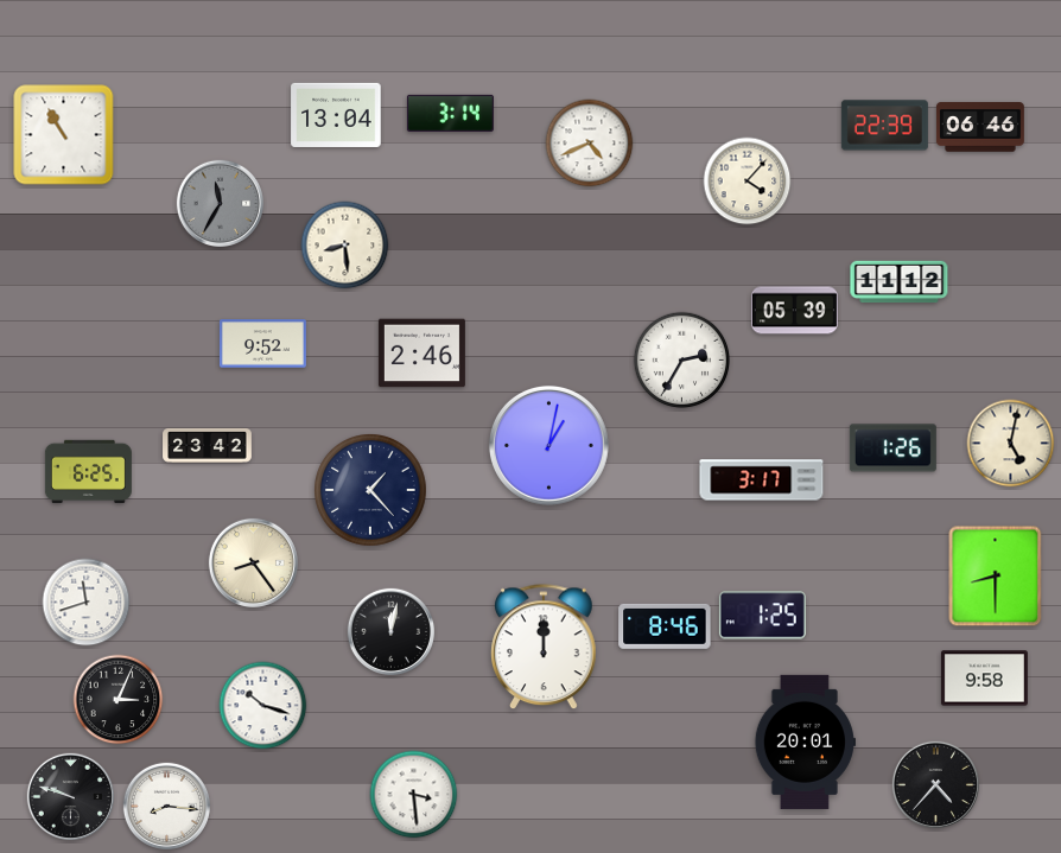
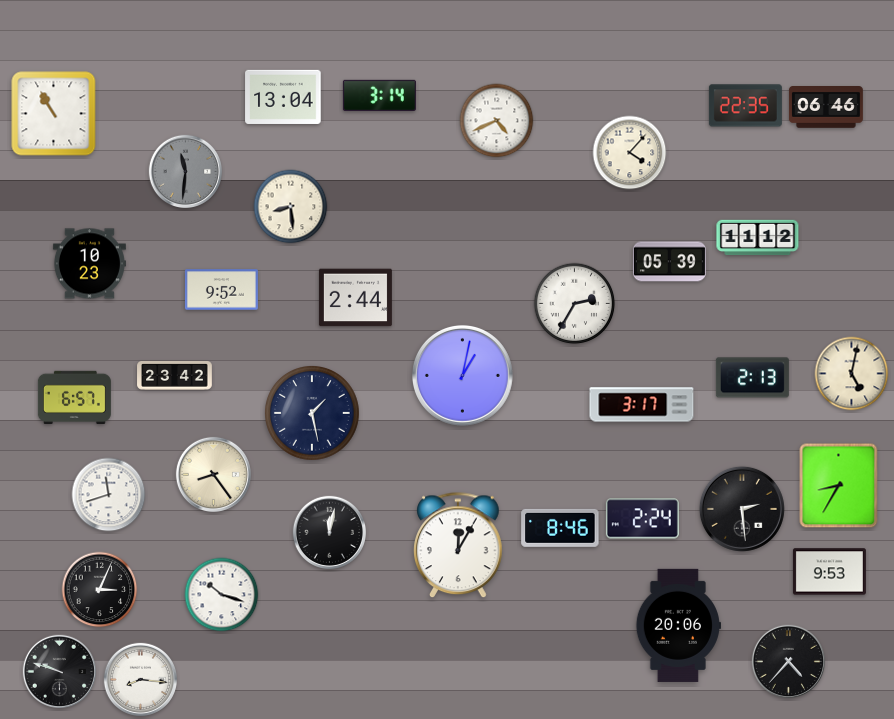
clock at (884, 126): 22:39 -> 22:35
clock at (220, 203): 11:35 -> 11:31
clock at (89, 264): none -> 10:23
clock at (421, 354): 2:46 -> 2:44
clock at (892, 448): 1:26 -> 2:13
clock at (88, 471): 6:25 -> 6:57
clock at (371, 491): 1:23 -> 1:28
clock at (996, 577): 8:30 -> 8:35
clock at (87, 603) position: (87, 603) -> (109, 495)
clock at (742, 509): none -> 2:29
clock at (762, 616): 1:25 -> 2:24
clock at (545, 648): 12:00 -> 12:05
clock at (984, 679): 9:58 -> 9:53
clock at (805, 741): 20:01 -> 20:06
clock at (414, 795): 3:29 -> none
